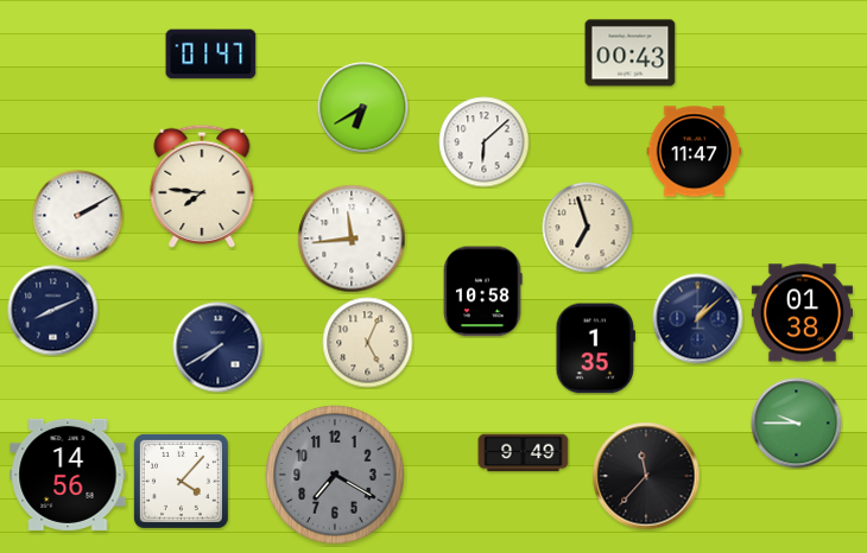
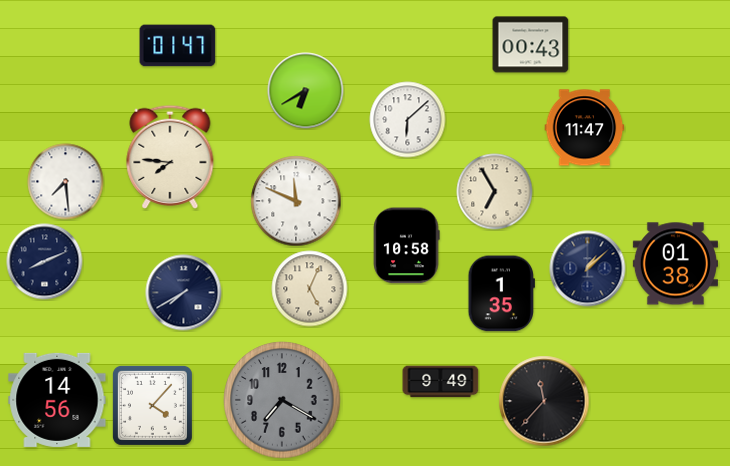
clock at (78, 216): 2:10 -> 7:29
clock at (588, 228): 6:57 -> 6:55
clock at (352, 239): 11:44 -> 11:49
clock at (797, 424): 9:45 -> none
